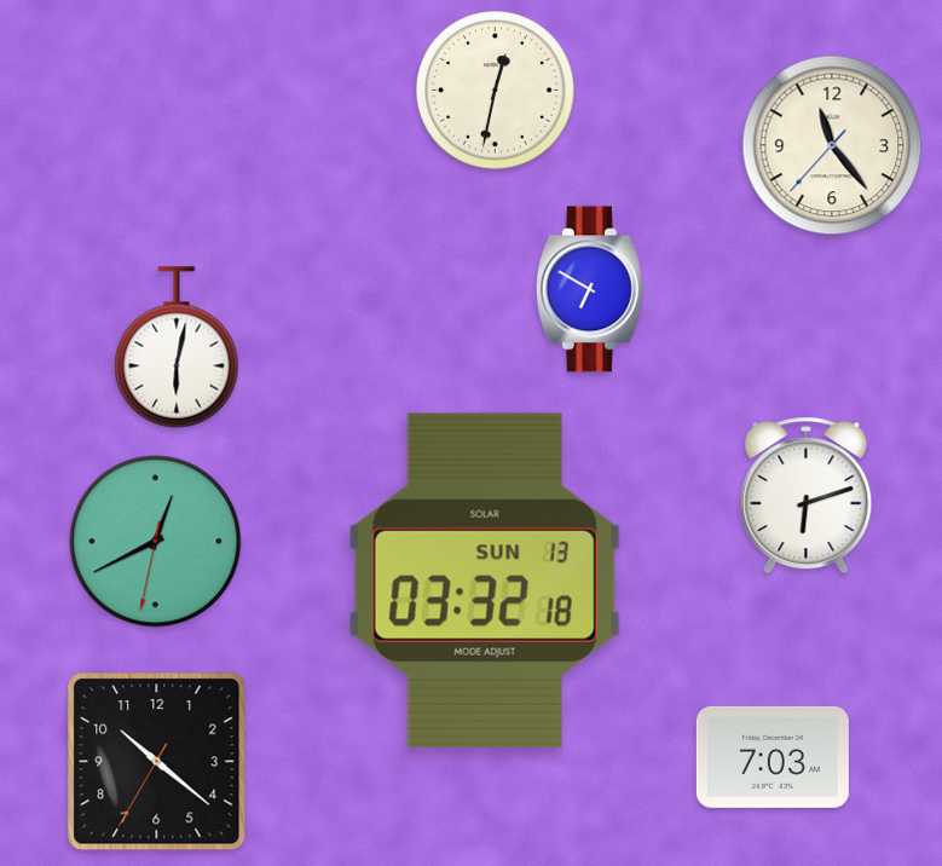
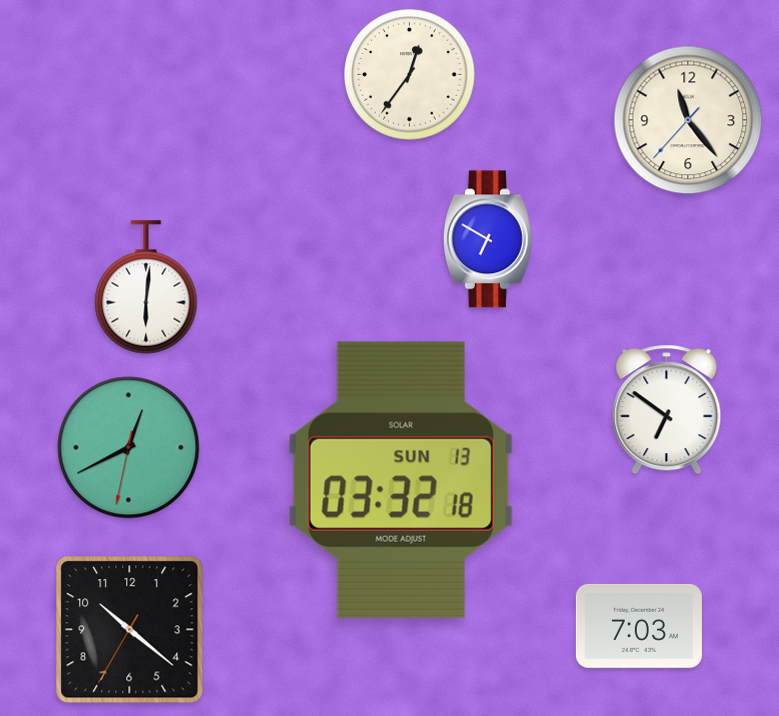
clock at (496, 91): 12:32 -> 12:36
clock at (177, 347): 6:02 -> 6:01
clock at (807, 496): 6:12 -> 6:51
